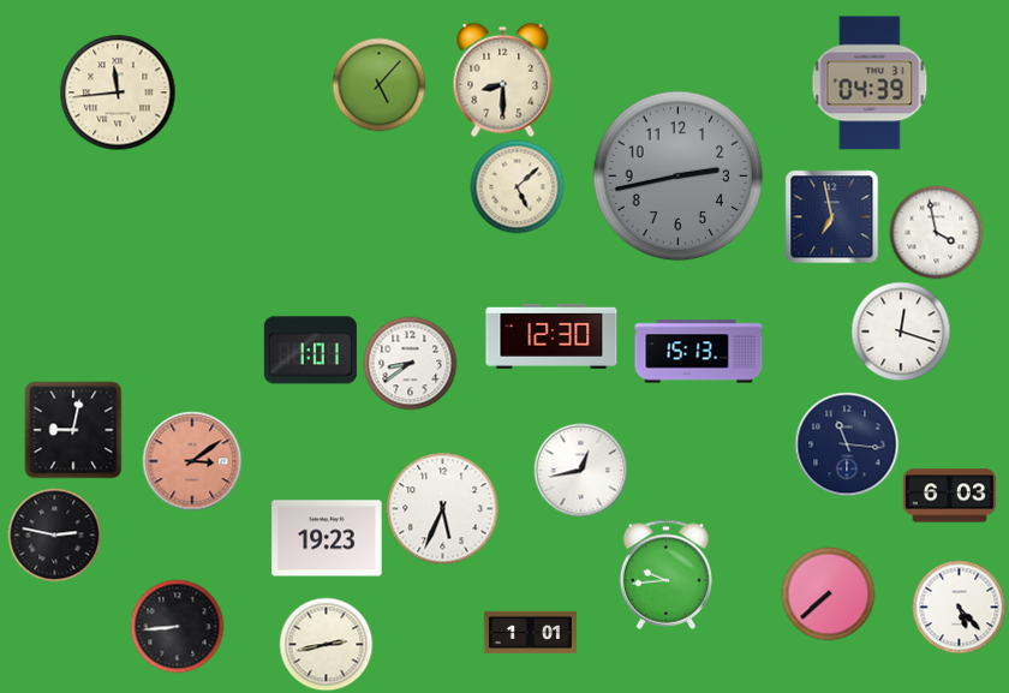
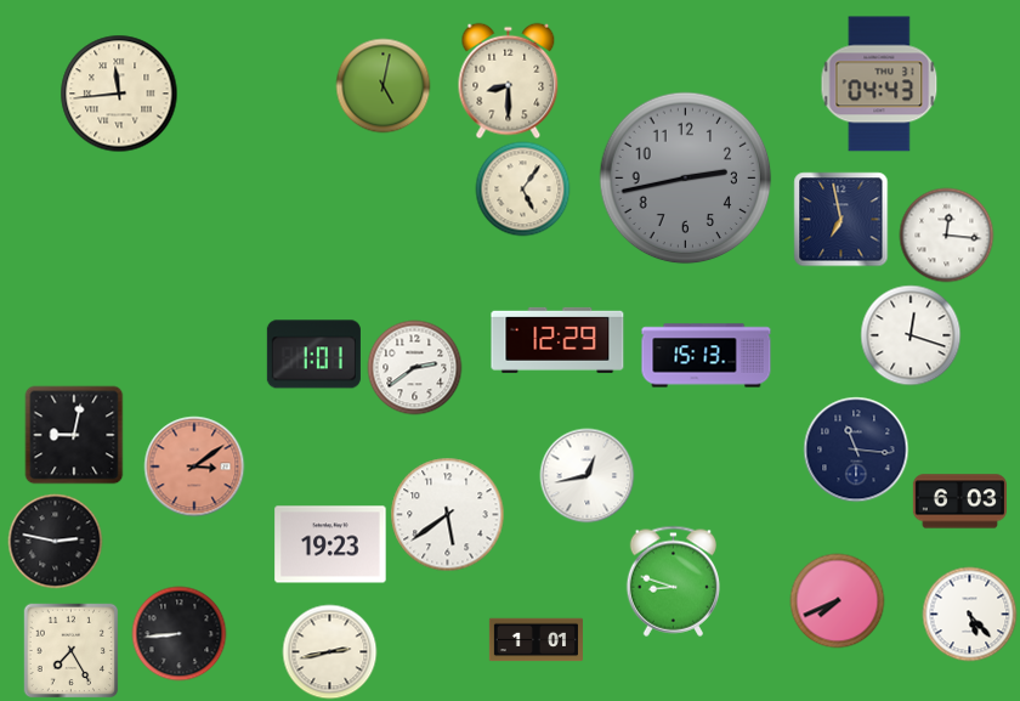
clock at (870, 83): 04:39 -> 04:43
clock at (378, 84): 5:07 -> 5:02
clock at (517, 186): 5:08 -> 5:06
clock at (936, 232): 3:58 -> 12:16
clock at (551, 336): 12:30 -> 12:29
clock at (410, 363): 8:39 -> 2:39
clock at (442, 508): 5:34 -> 5:39
clock at (665, 574): 9:44 -> 8:48
clock at (828, 593): 7:38 -> 7:41
clock at (70, 650): none -> 7:25
